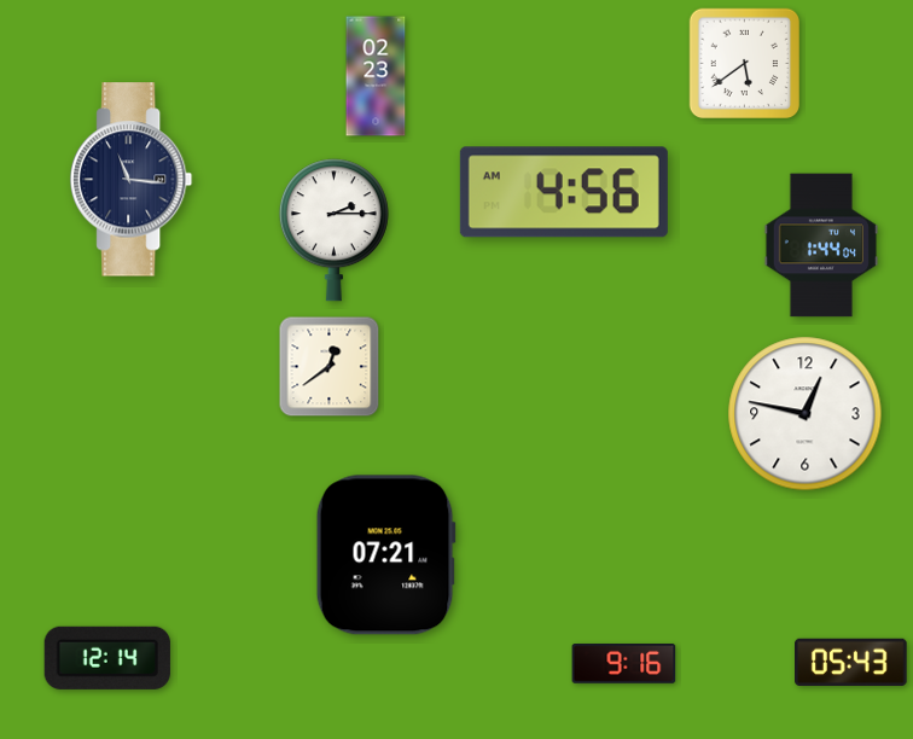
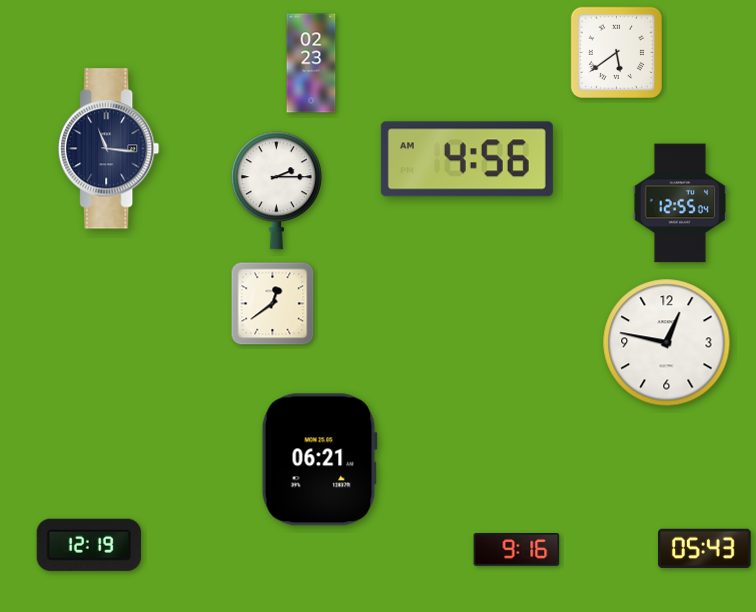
clock at (820, 245): 1:44 -> 12:55
clock at (385, 555): 07:21 -> 06:21
clock at (107, 658): 12:14 -> 12:19
